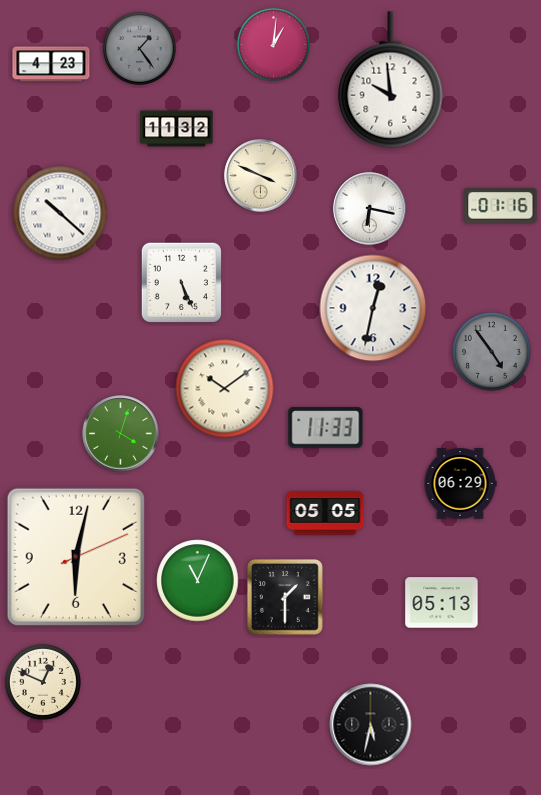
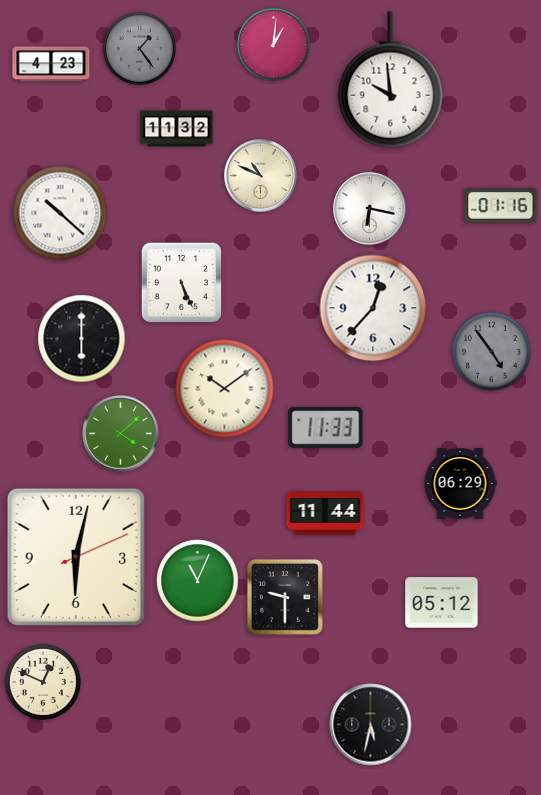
clock at (261, 176): 3:49 -> 10:49
clock at (373, 308): 12:32 -> 12:37
clock at (82, 339): none -> 6:00
clock at (121, 434): 4:03 -> 4:08
clock at (325, 513): 05:05 -> 11:44
clock at (285, 597): 1:30 -> 9:30
clock at (442, 603): 05:13 -> 05:12
